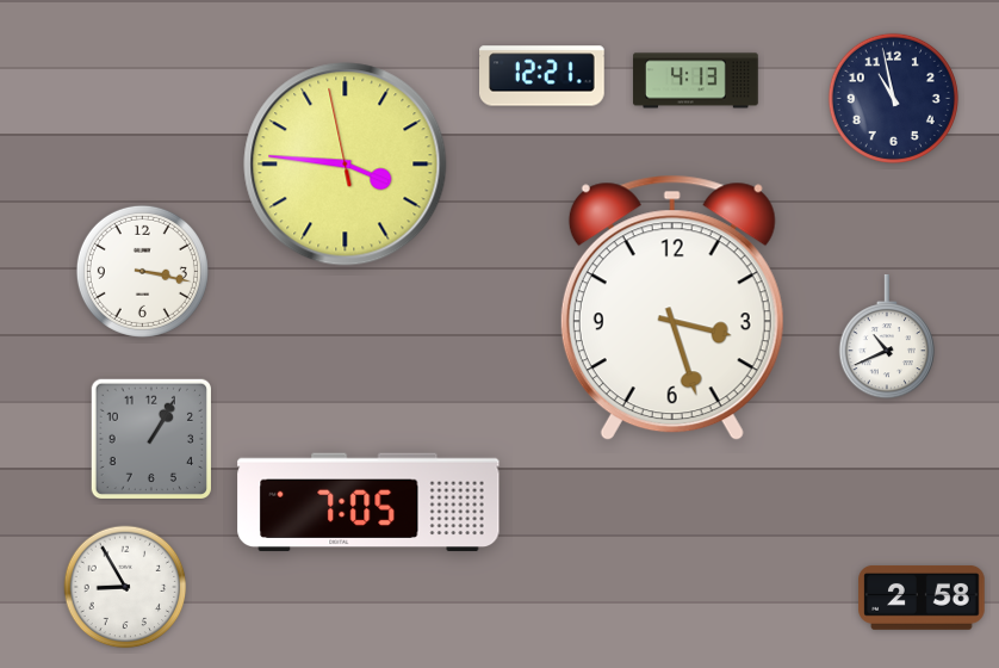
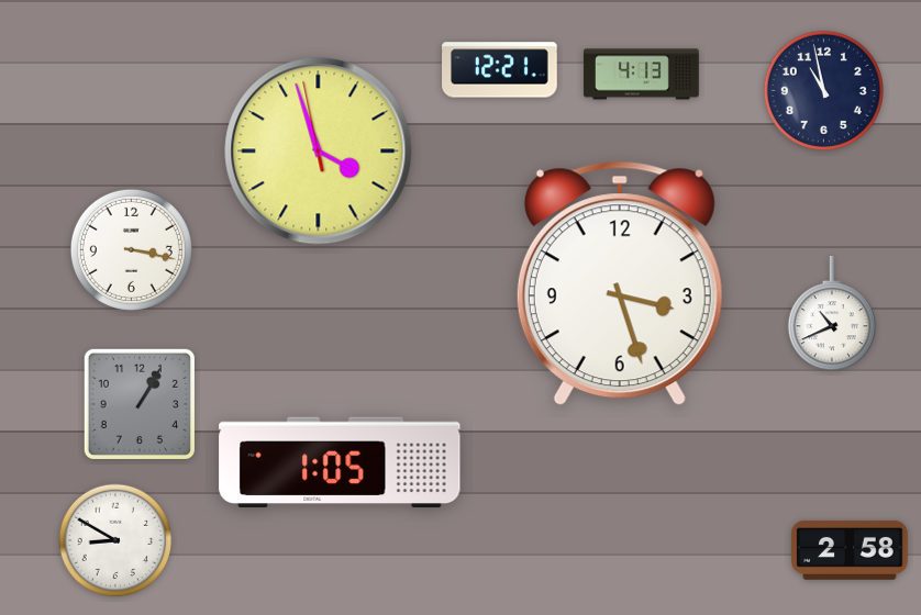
clock at (346, 165): 3:45 -> 3:56
clock at (886, 336) position: (886, 336) -> (831, 313)
clock at (368, 502): 7:05 -> 1:05
clock at (125, 587): 8:55 -> 8:50
